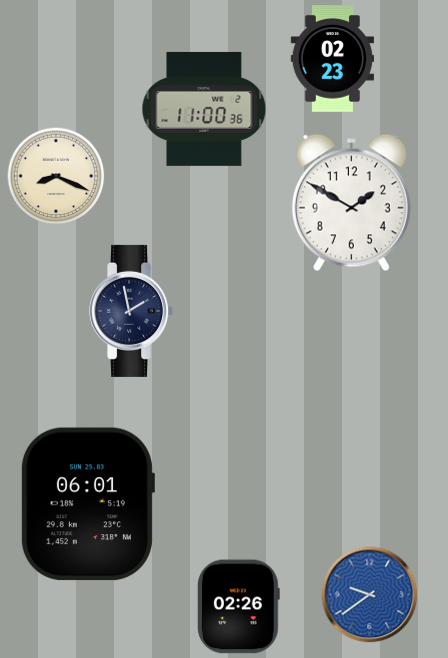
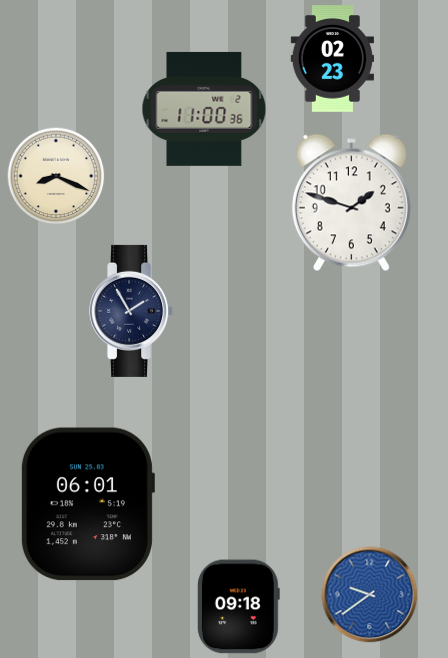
clock at (351, 203): 1:50 -> 1:48
clock at (132, 311): 1:58 -> 1:55
clock at (238, 607): 02:26 -> 09:18
